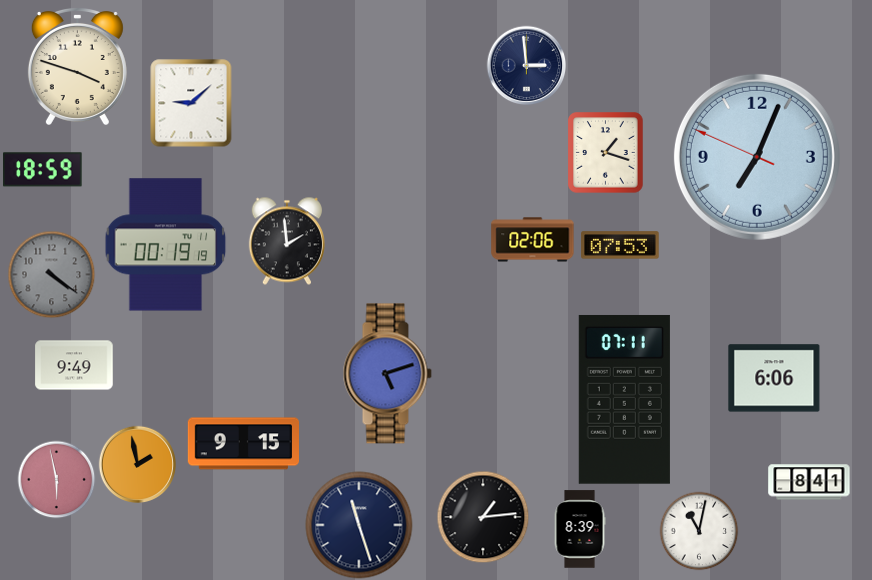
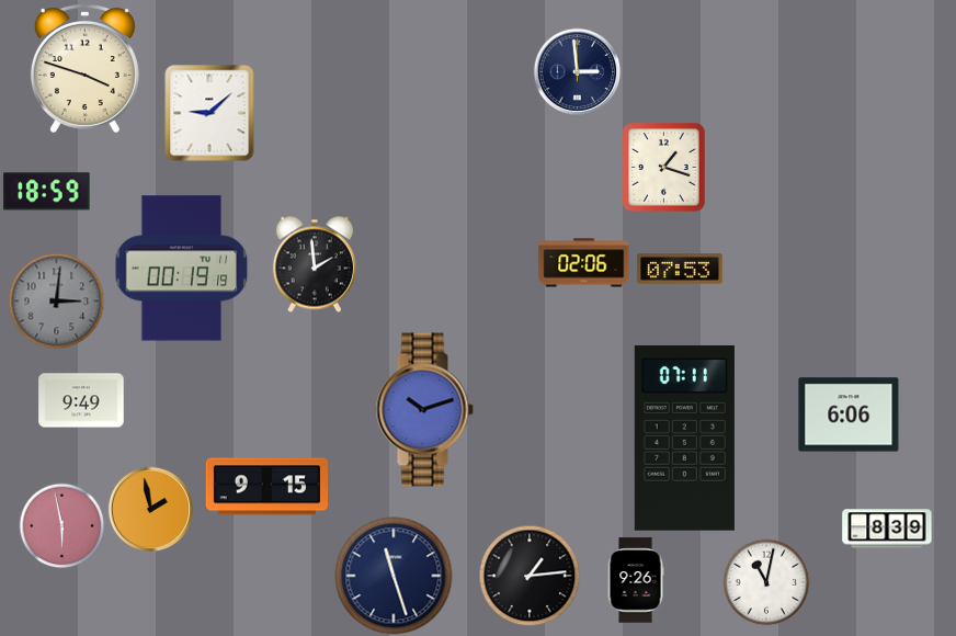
clock at (77, 66) position: (77, 66) -> (84, 68)
clock at (757, 157): 7:03 -> none
clock at (43, 170) position: (43, 170) -> (47, 192)
clock at (51, 274): 4:21 -> 3:01
clock at (387, 374): 5:12 -> 10:12
clock at (809, 482): 8:41 -> 8:39
clock at (483, 517) position: (483, 517) -> (530, 576)
clock at (580, 529): 8:39 -> 9:26
